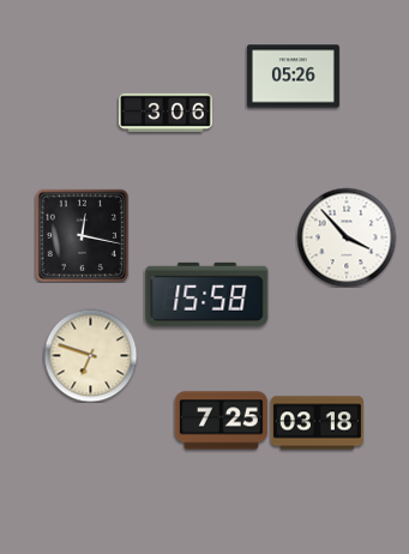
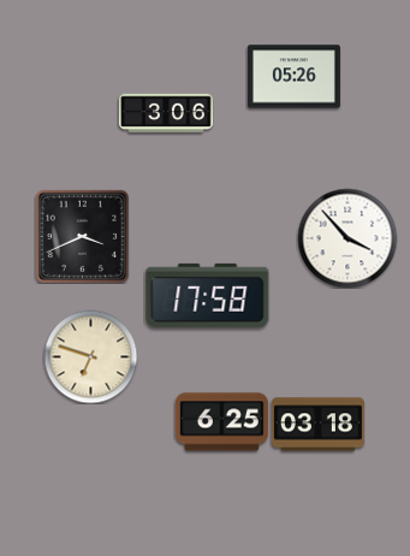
clock at (82, 235): 12:17 -> 3:41
clock at (207, 294): 15:58 -> 17:58
clock at (221, 421): 7:25 -> 6:25
